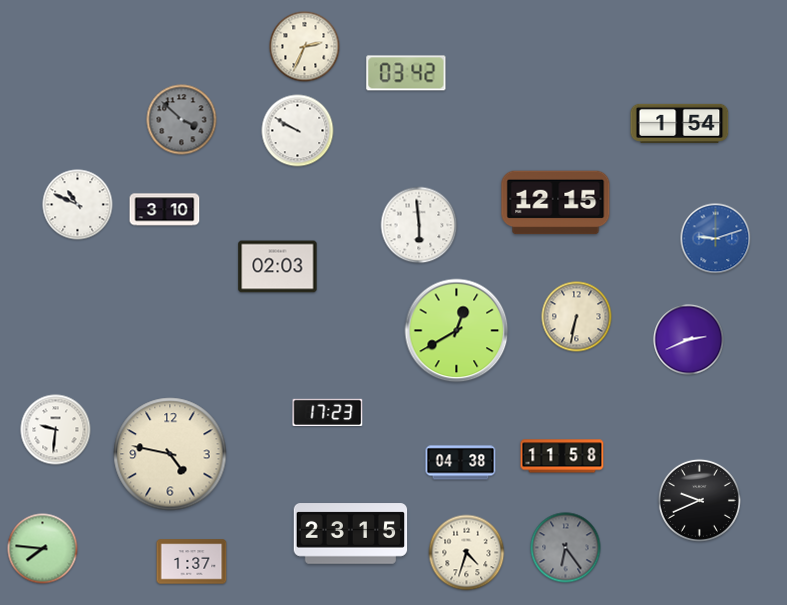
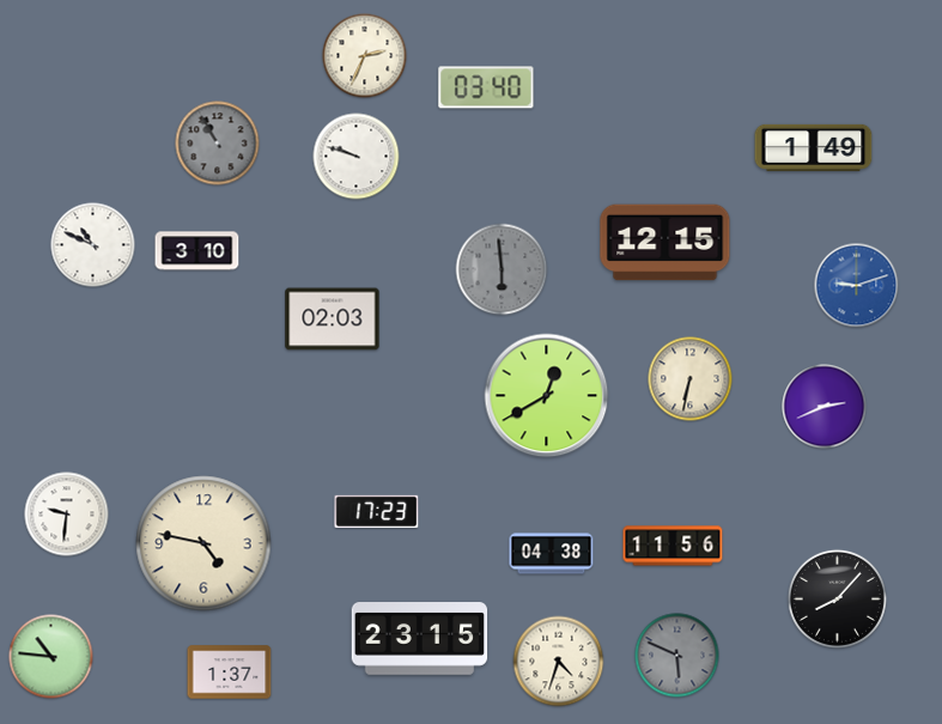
clock at (406, 73): 03:42 -> 03:40
clock at (182, 120): 3:52 -> 10:55
clock at (680, 123): 1:54 -> 1:49
clock at (298, 131): 9:50 -> 9:48
clock at (419, 225) dial: white -> grey
clock at (328, 412) position: (328, 412) -> (377, 511)
clock at (562, 456): 11:58 -> 11:56
clock at (699, 500): 9:41 -> 8:07
clock at (566, 548): 6:24 -> 5:49
clock at (43, 549): 7:46 -> 10:46
